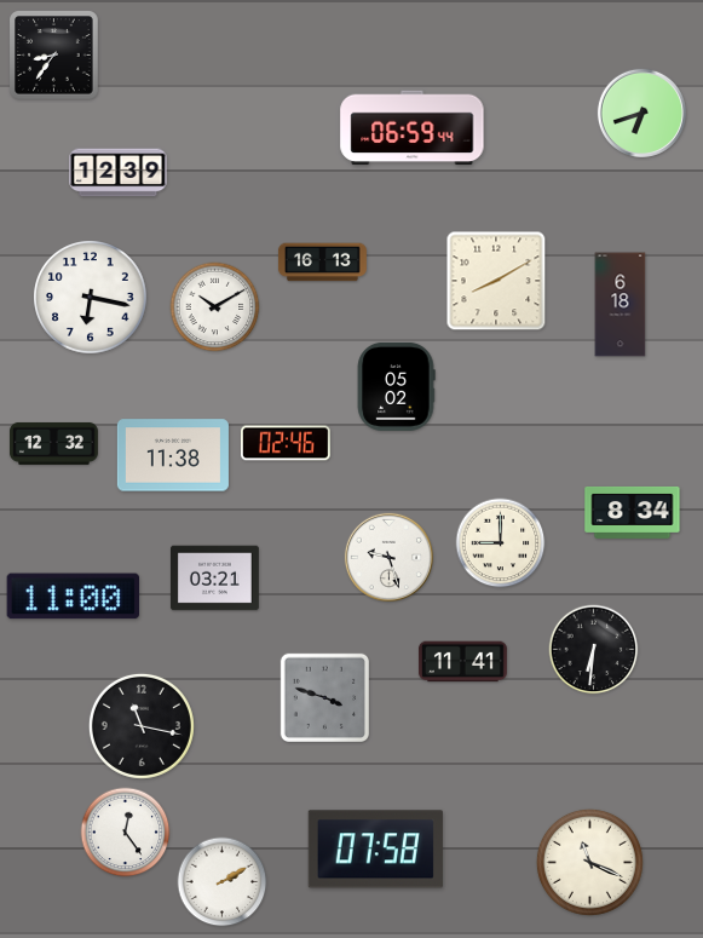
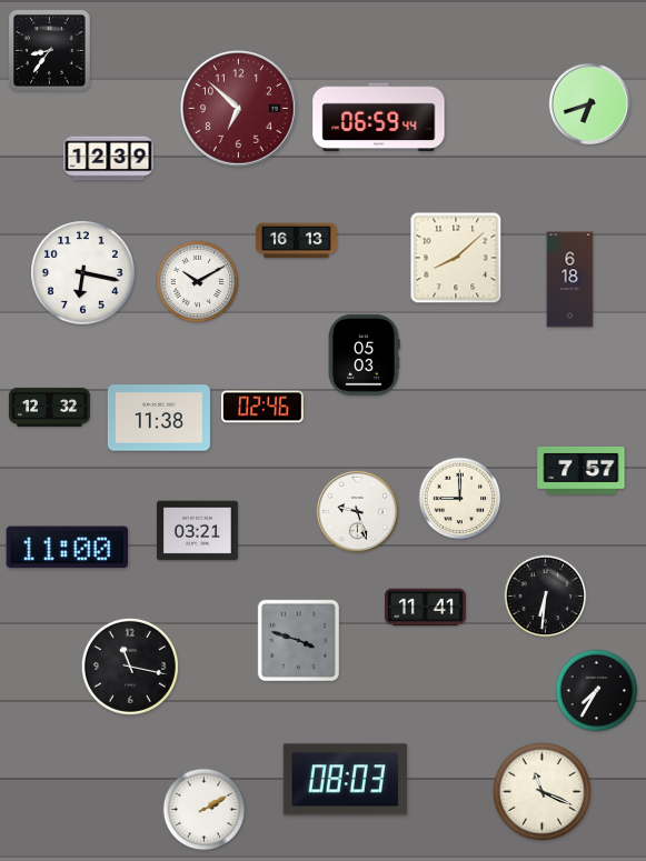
clock at (239, 109): none -> 6:52
clock at (496, 281): 8:10 -> 8:08
clock at (396, 386): 05:02 -> 05:03
clock at (633, 512): 8:34 -> 7:57
clock at (597, 691): none -> 7:35
clock at (126, 833): 12:24 -> none
clock at (375, 850): 07:58 -> 08:03
